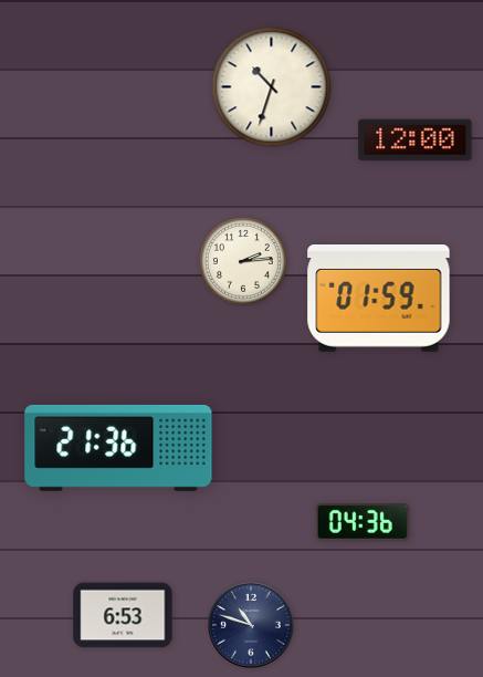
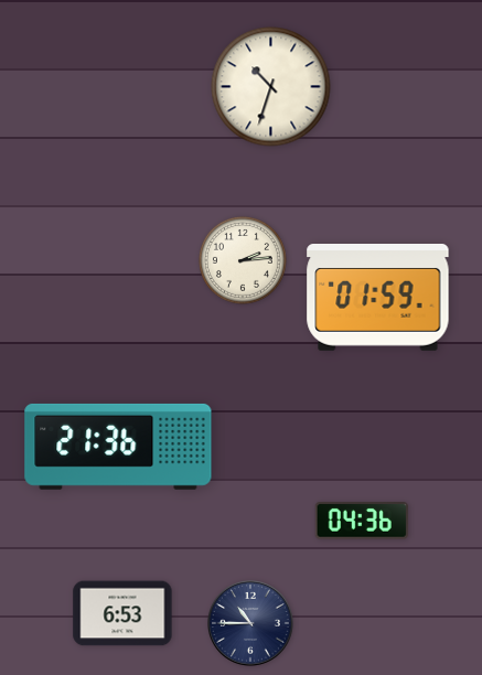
clock at (416, 140): 12:00 -> none
clock at (252, 626): 10:48 -> 10:45
